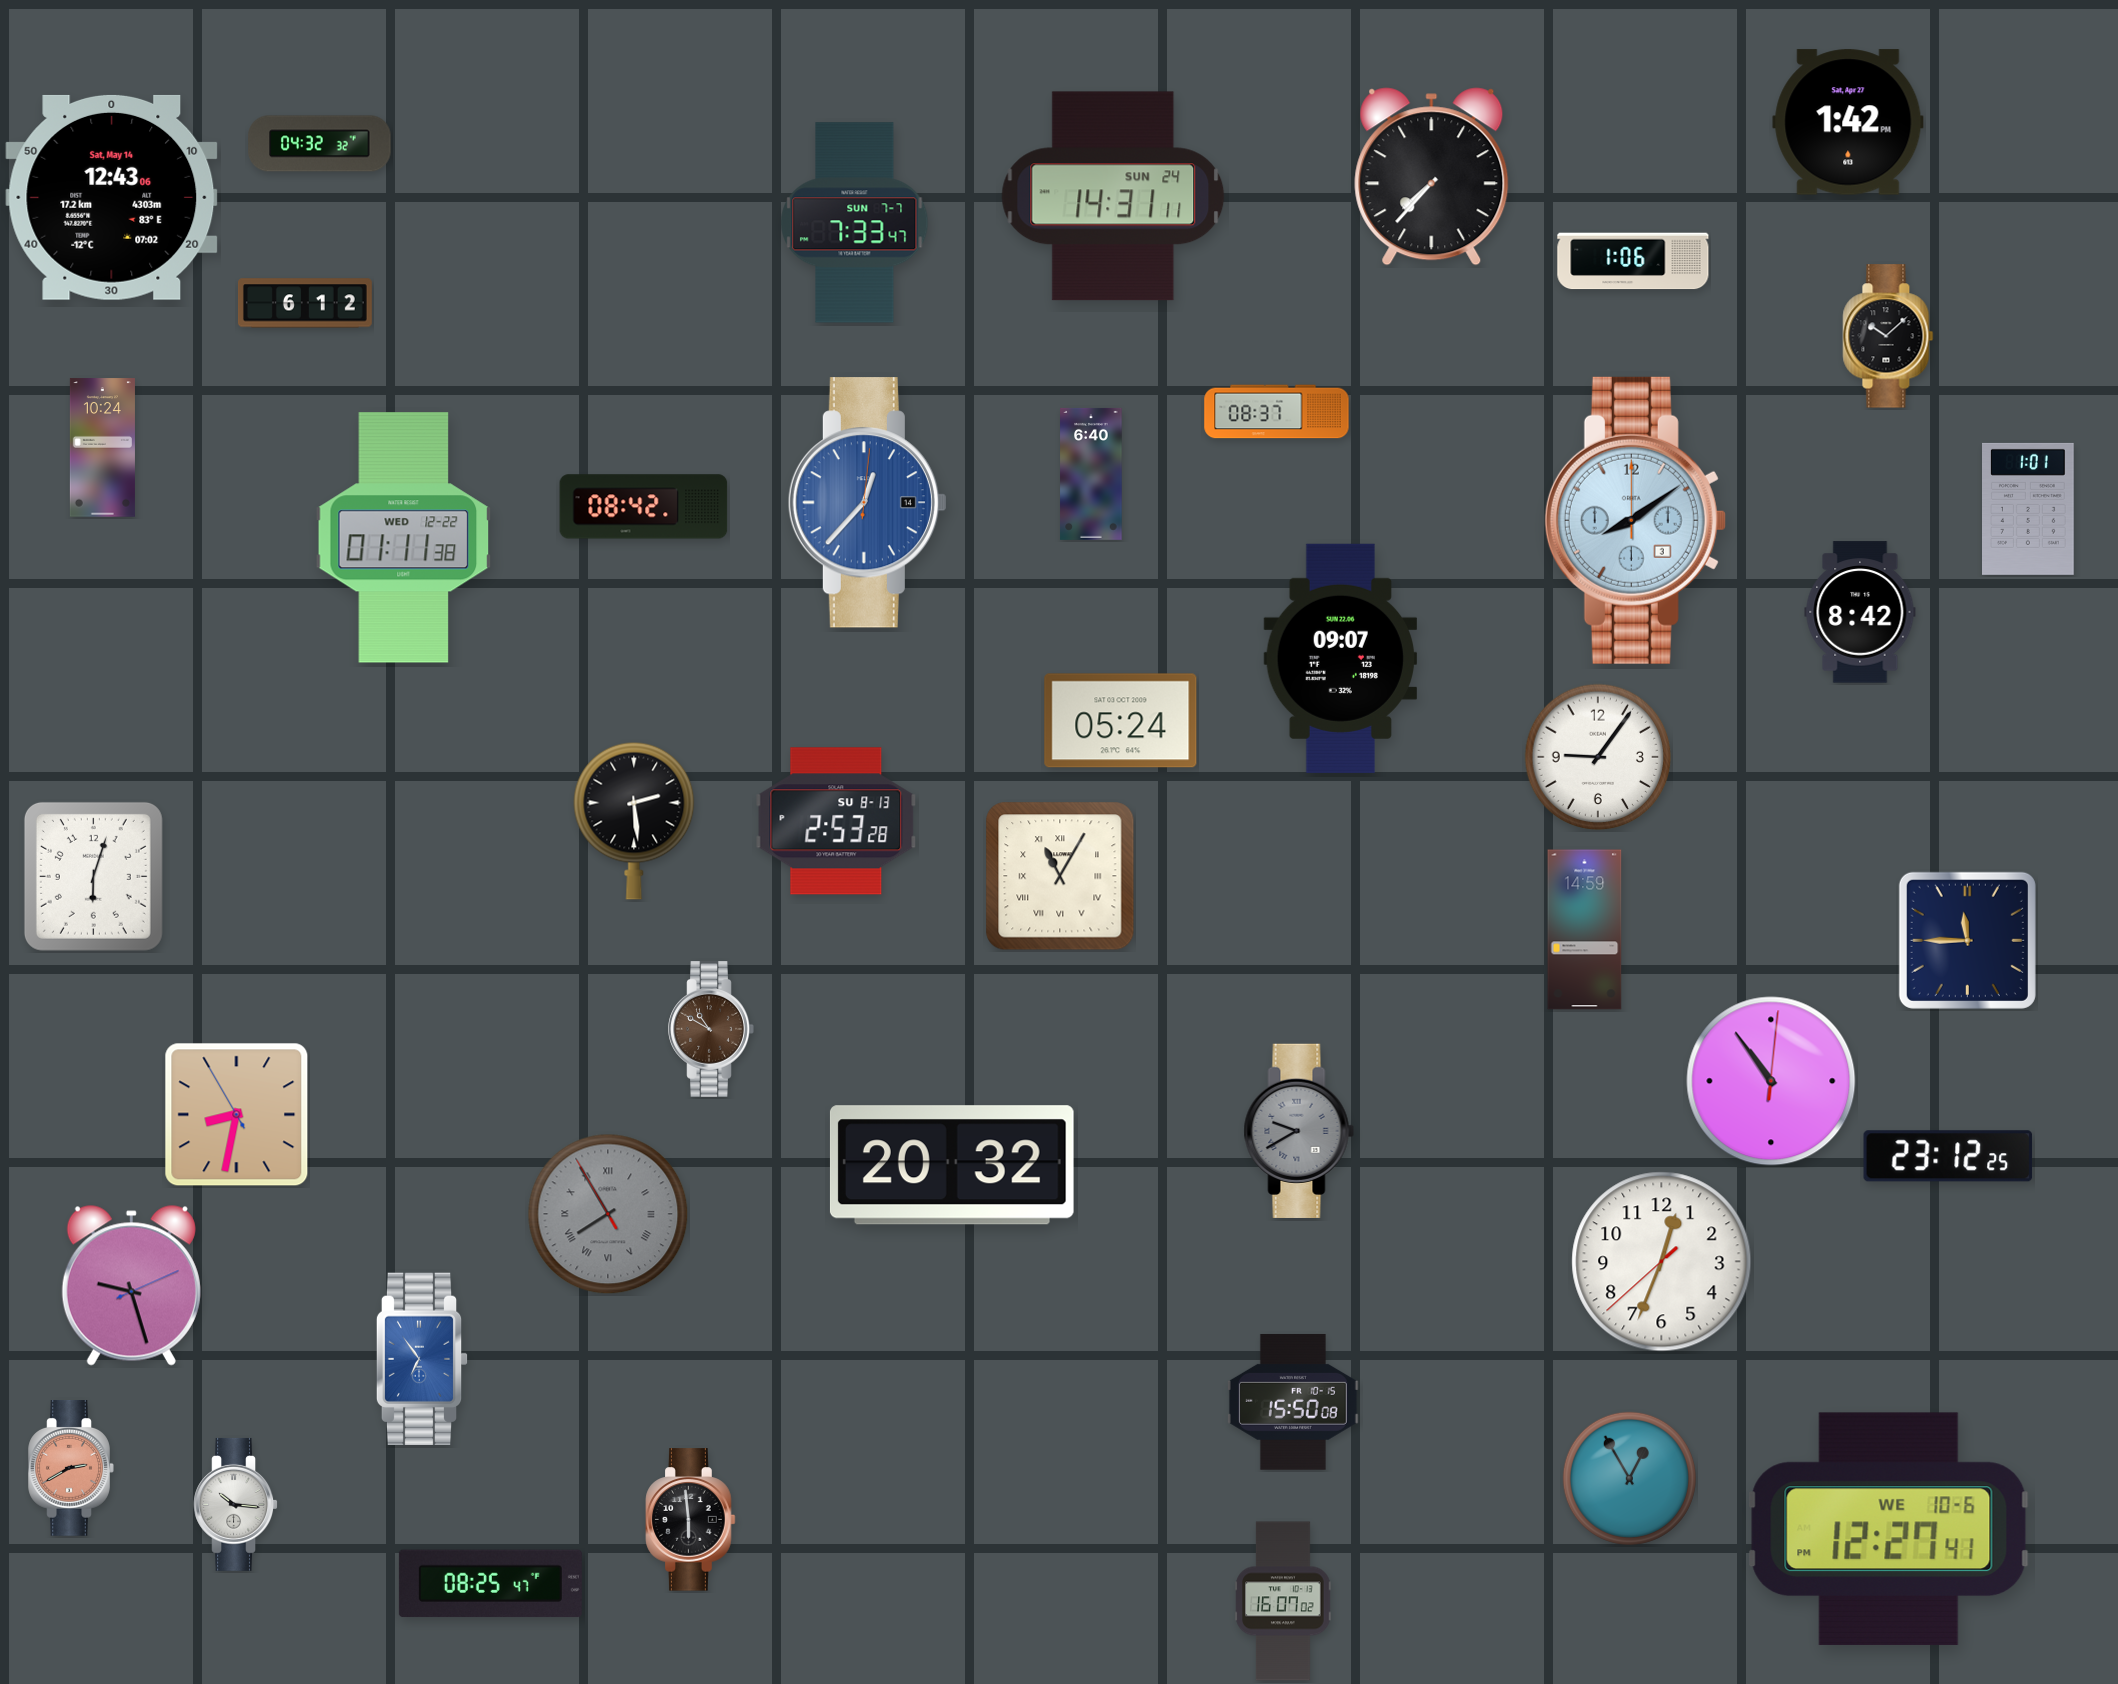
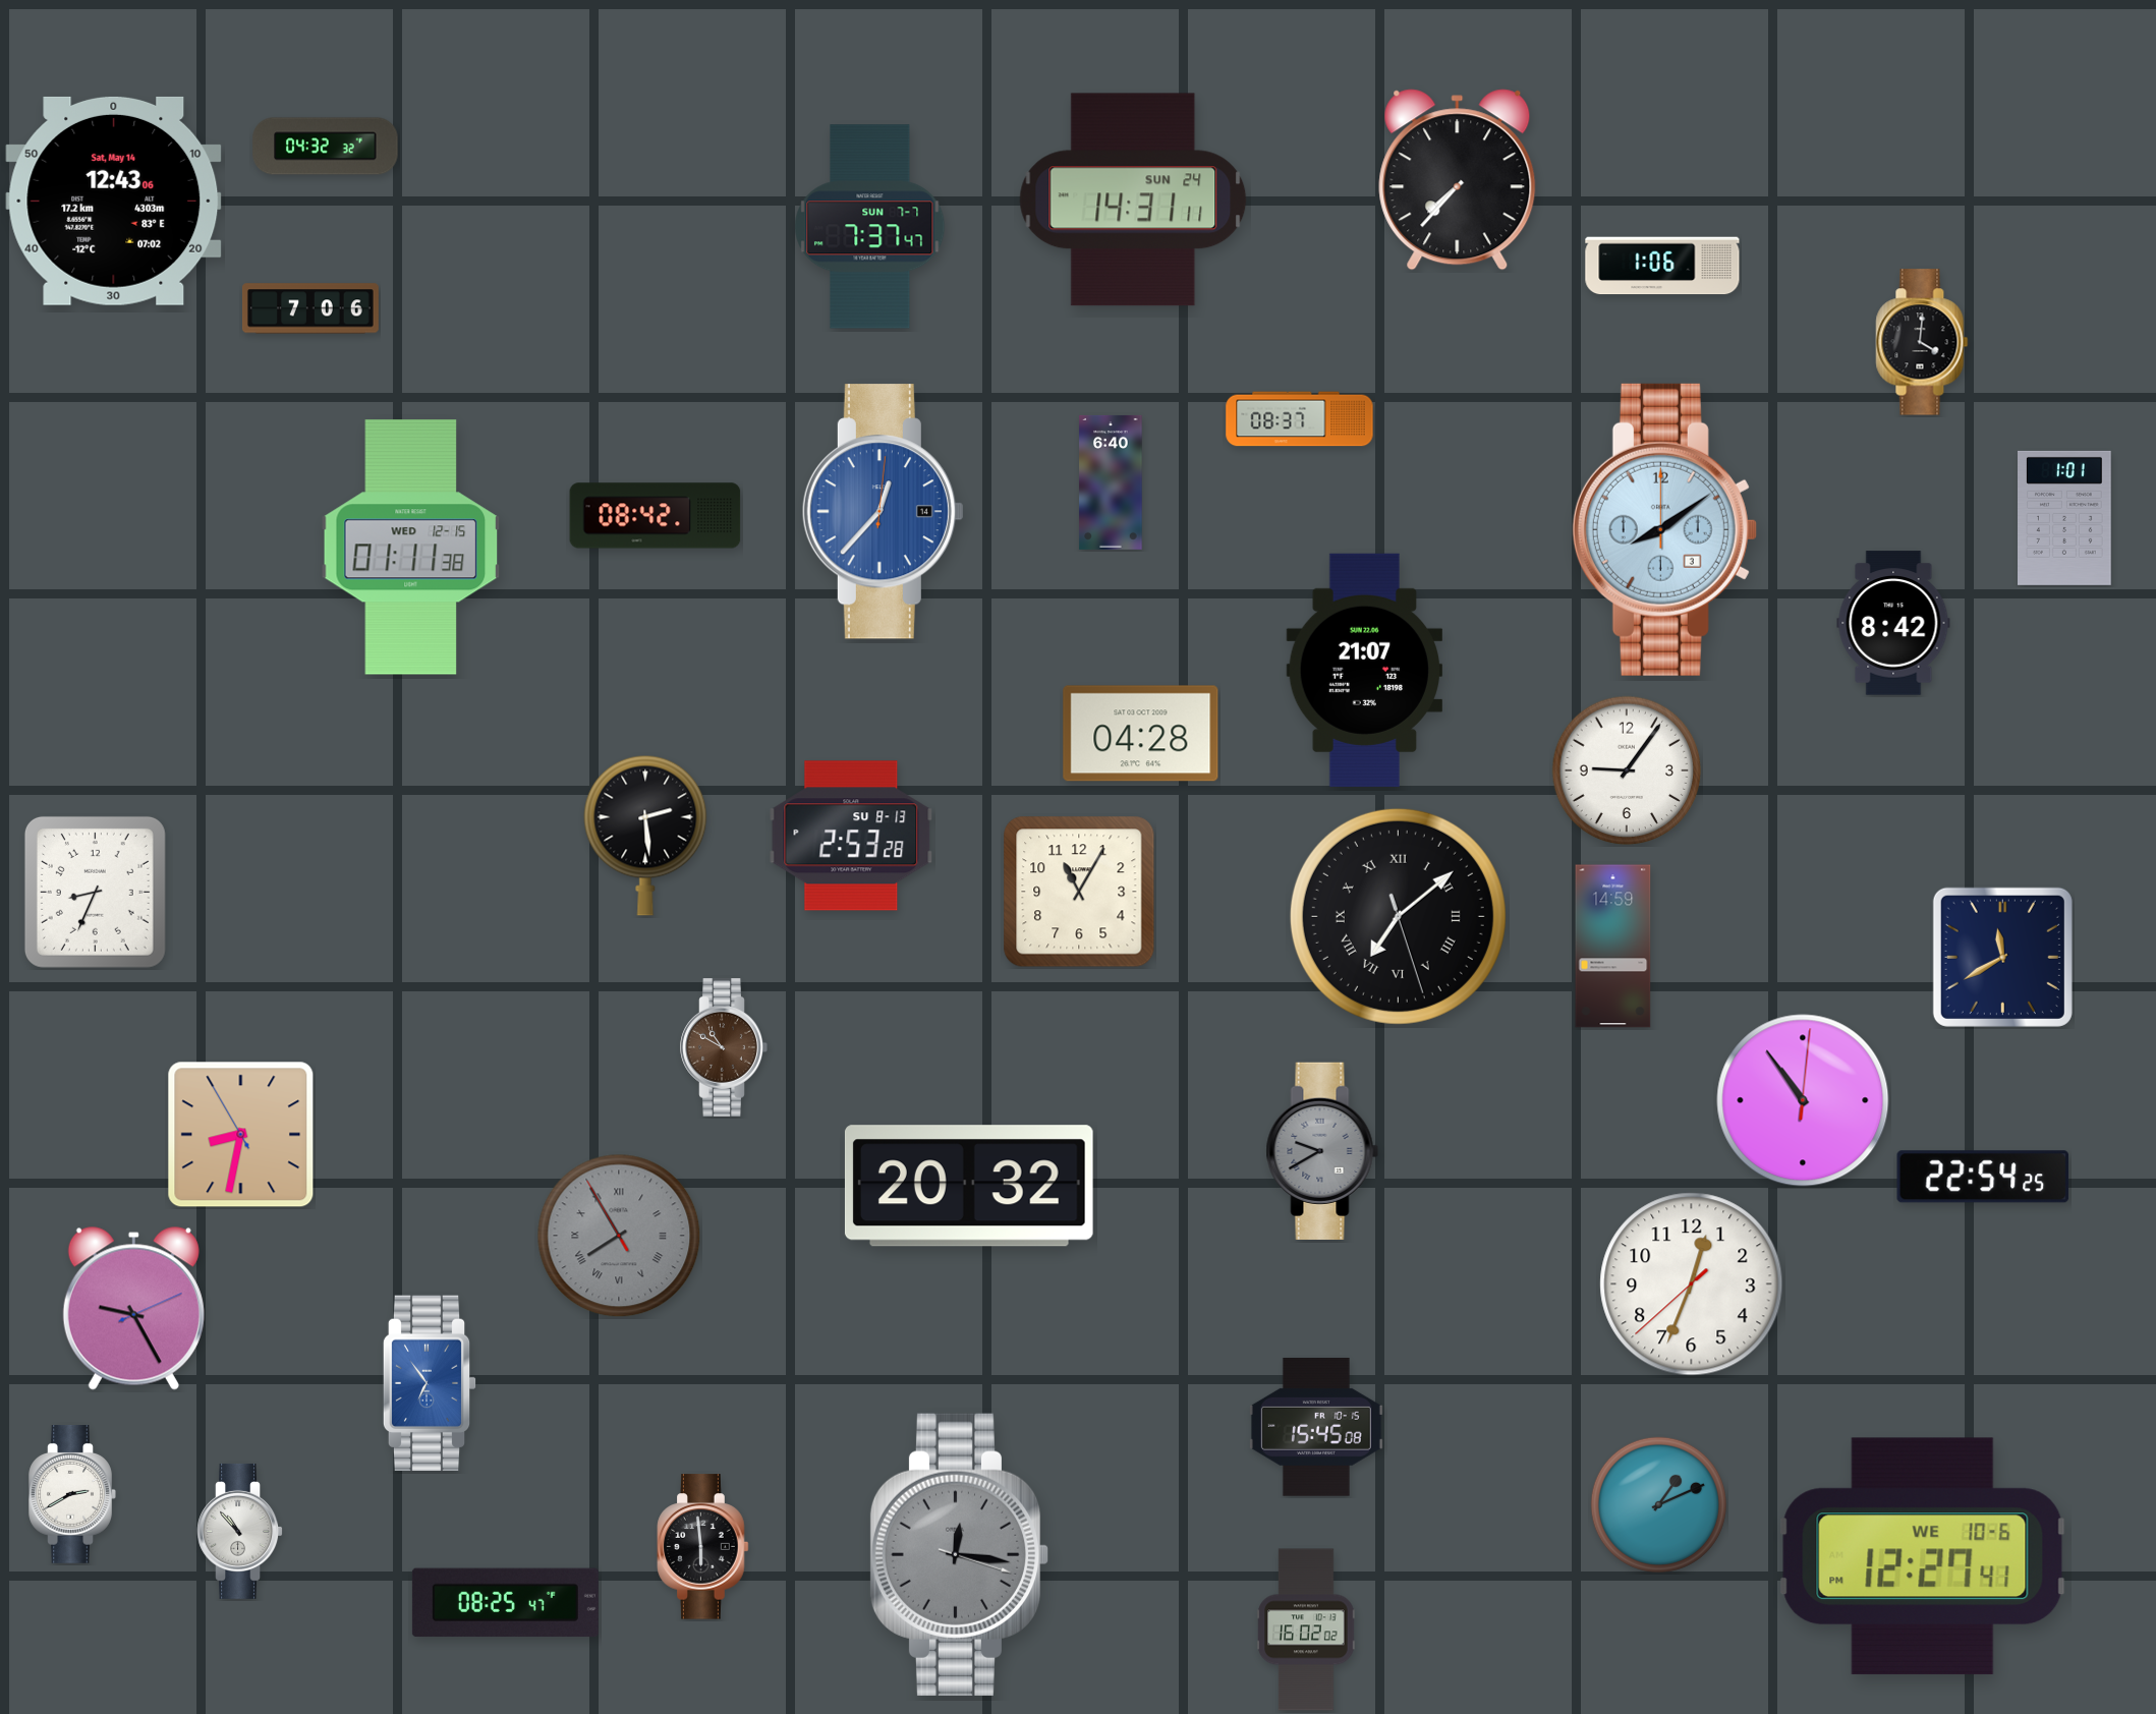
clock at (1848, 122): 1:42 -> none
clock at (855, 223): 7:33 -> 7:37
clock at (305, 303): 6:12 -> 7:06
clock at (1888, 336): 10:08 -> 4:01
clock at (102, 448): 10:24 -> none
clock at (404, 538) date: WED 12-22 -> WED 12-15
clock at (1340, 658): 09:07 -> 21:07
clock at (1121, 721): 05:24 -> 04:28
clock at (93, 876): 6:03 -> 8:34
clock at (1060, 876) numerals: Roman -> Arabic
clock at (1398, 916): none -> 7:08
clock at (1967, 940): 11:45 -> 11:40
clock at (1948, 1156): 23:12 -> 22:54
clock at (131, 1286): 9:27 -> 9:25
clock at (1293, 1402): 15:50 -> 15:45
clock at (71, 1469) dial: salmon -> white
clock at (1629, 1478): 12:55 -> 1:11
clock at (235, 1504): 10:16 -> 10:53
clock at (960, 1554): none -> 12:16
clock at (490, 1584) position: (490, 1584) -> (505, 1603)
clock at (1283, 1601): 16:07 -> 16:02
